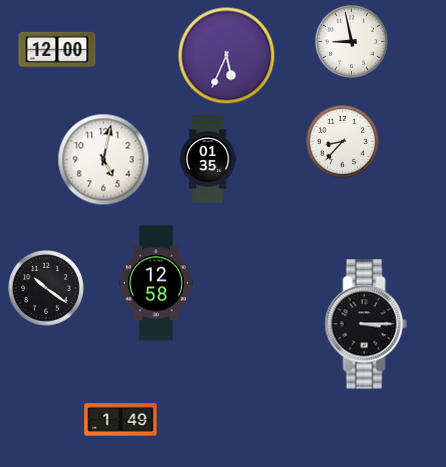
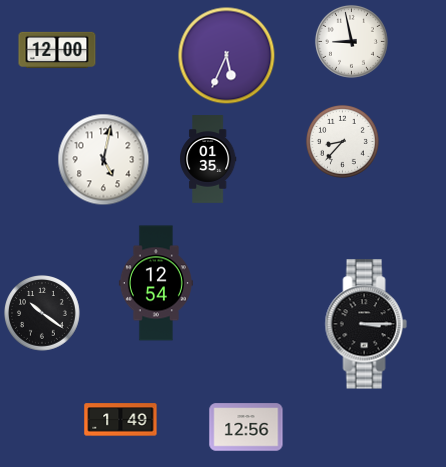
clock at (156, 283): 12:58 -> 12:54
clock at (47, 289) position: (47, 289) -> (43, 314)
clock at (246, 427): none -> 12:56
